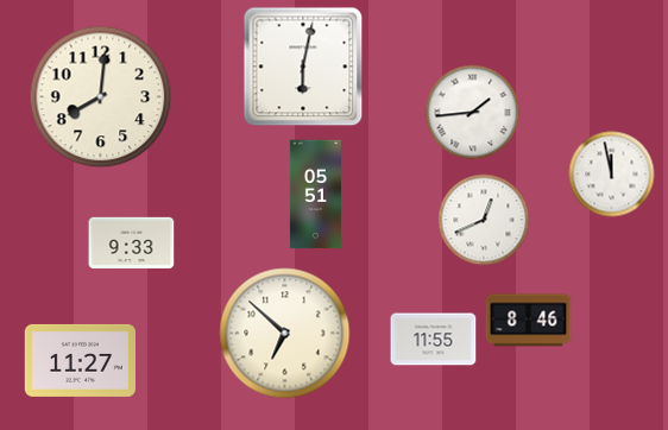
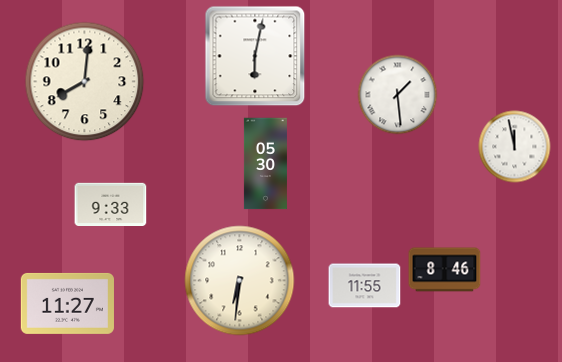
clock at (473, 113): 1:44 -> 1:29
clock at (315, 195): 05:51 -> 05:30
clock at (484, 220): 12:41 -> none
clock at (285, 334): 6:52 -> 6:31
